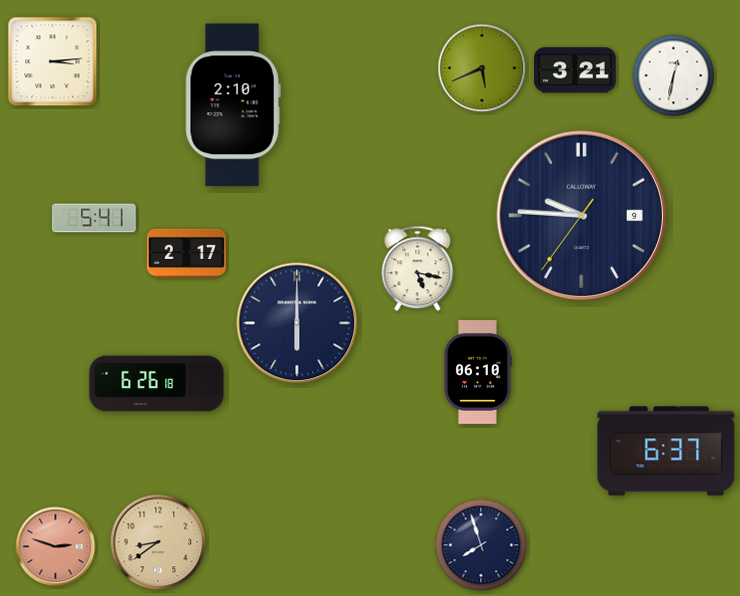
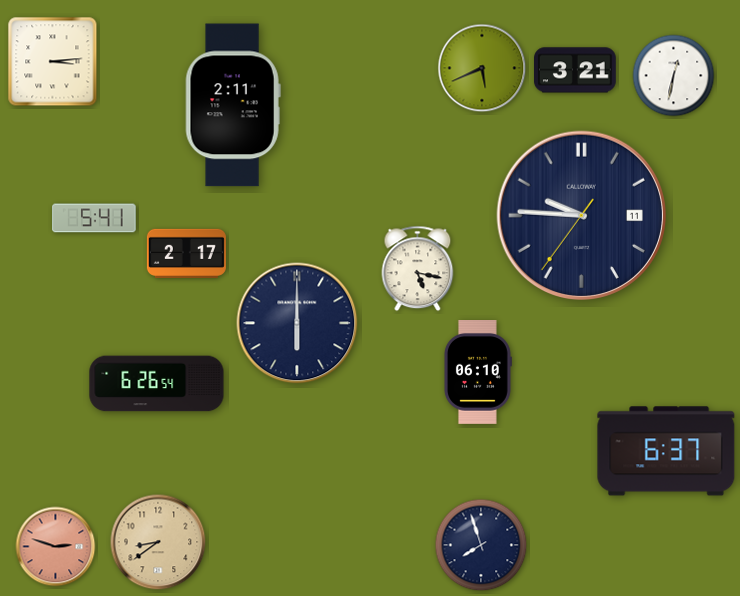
clock at (233, 105): 2:10 -> 2:11
clock at (581, 215) date: 9 -> 11
clock at (157, 384): 6:26:18 -> 6:26:54
